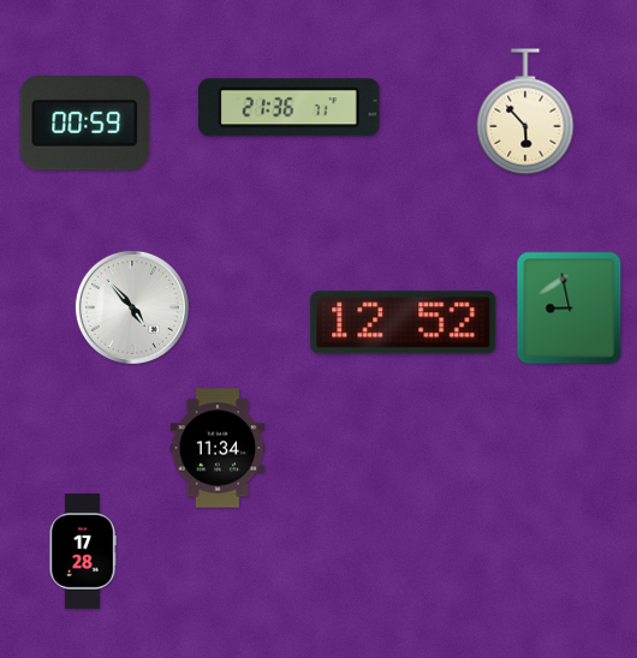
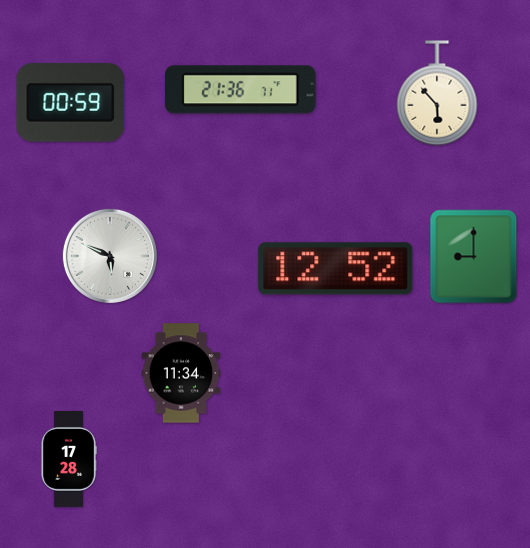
clock at (132, 307): 4:53 -> 5:49
clock at (570, 309): 8:58 -> 9:00
